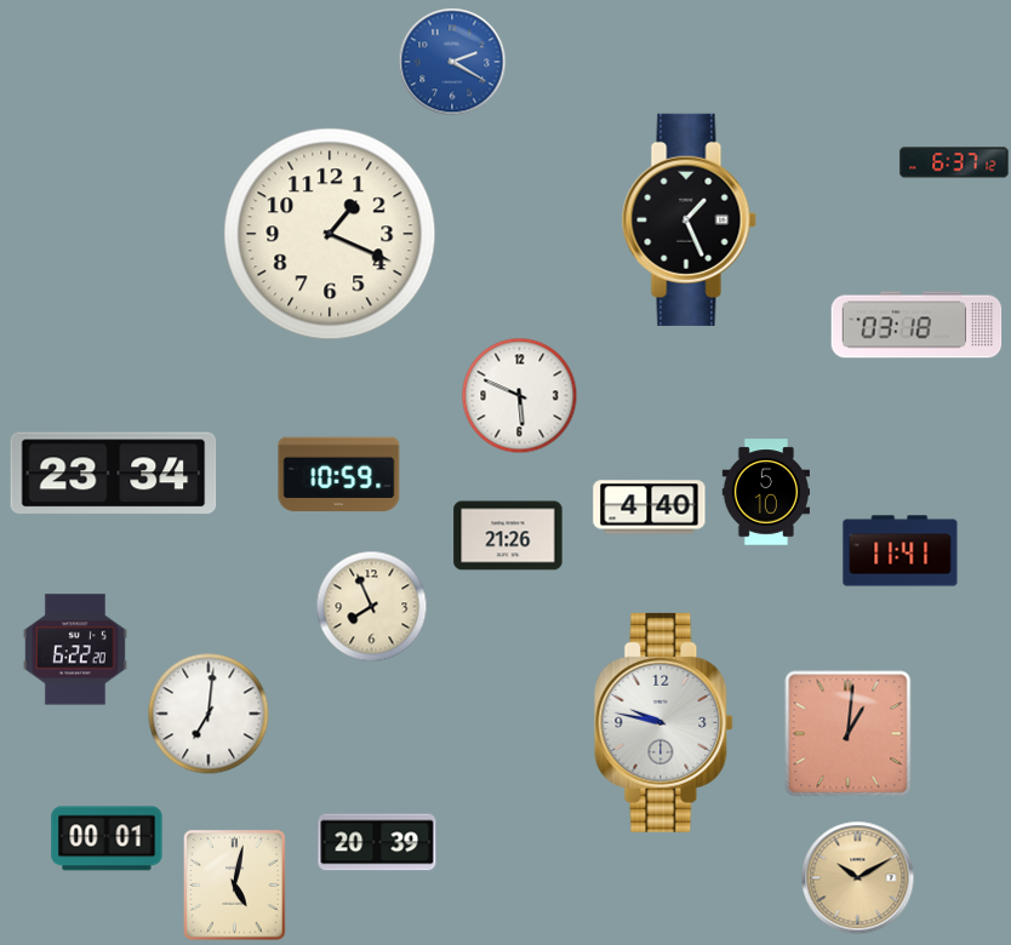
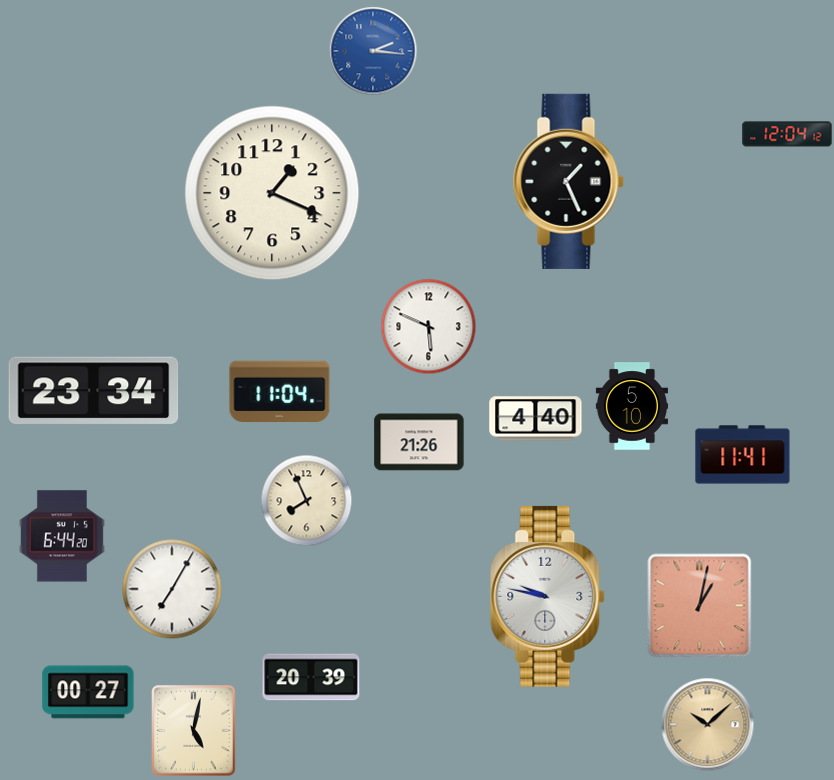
clock at (452, 62): 2:20 -> 2:16
clock at (954, 162): 6:37 -> 12:04
clock at (916, 325): 03:18 -> none
clock at (339, 475): 10:59 -> 11:04
clock at (75, 649): 6:22 -> 6:44
clock at (209, 714): 7:01 -> 7:05
clock at (849, 734): 1:01 -> 1:02
clock at (107, 838): 00:01 -> 00:27
clock at (377, 842) position: (377, 842) -> (311, 677)
clock at (858, 878): 10:10 -> 10:08
